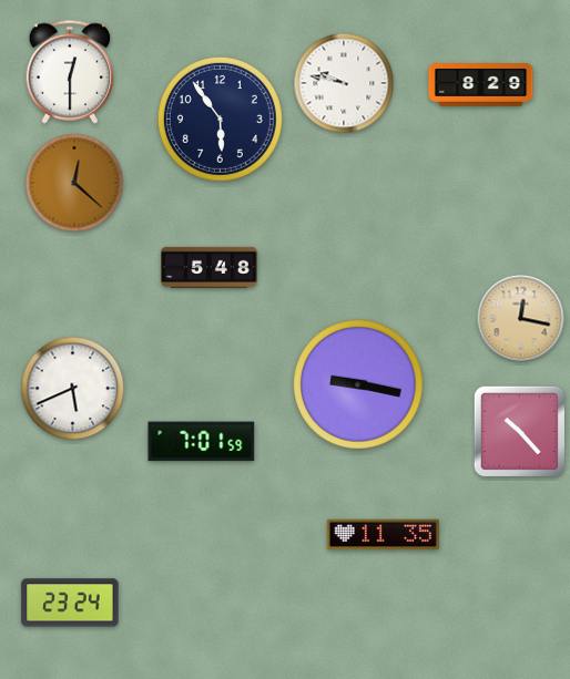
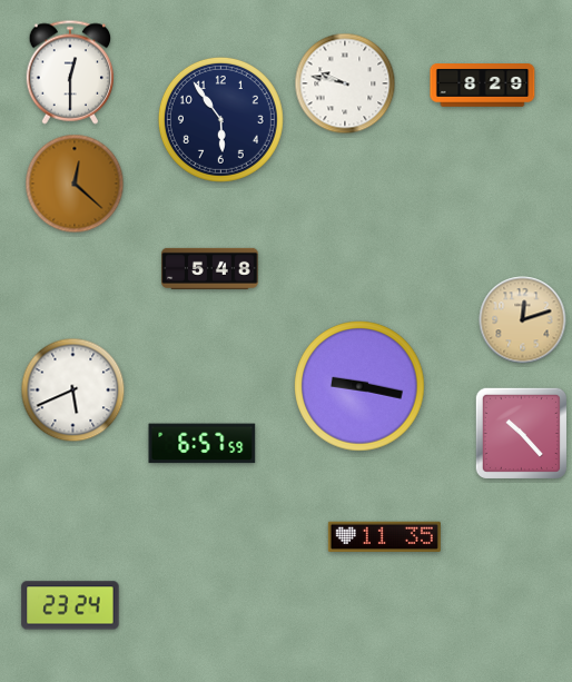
clock at (521, 319): 12:17 -> 12:12
clock at (202, 442): 7:01 -> 6:57
